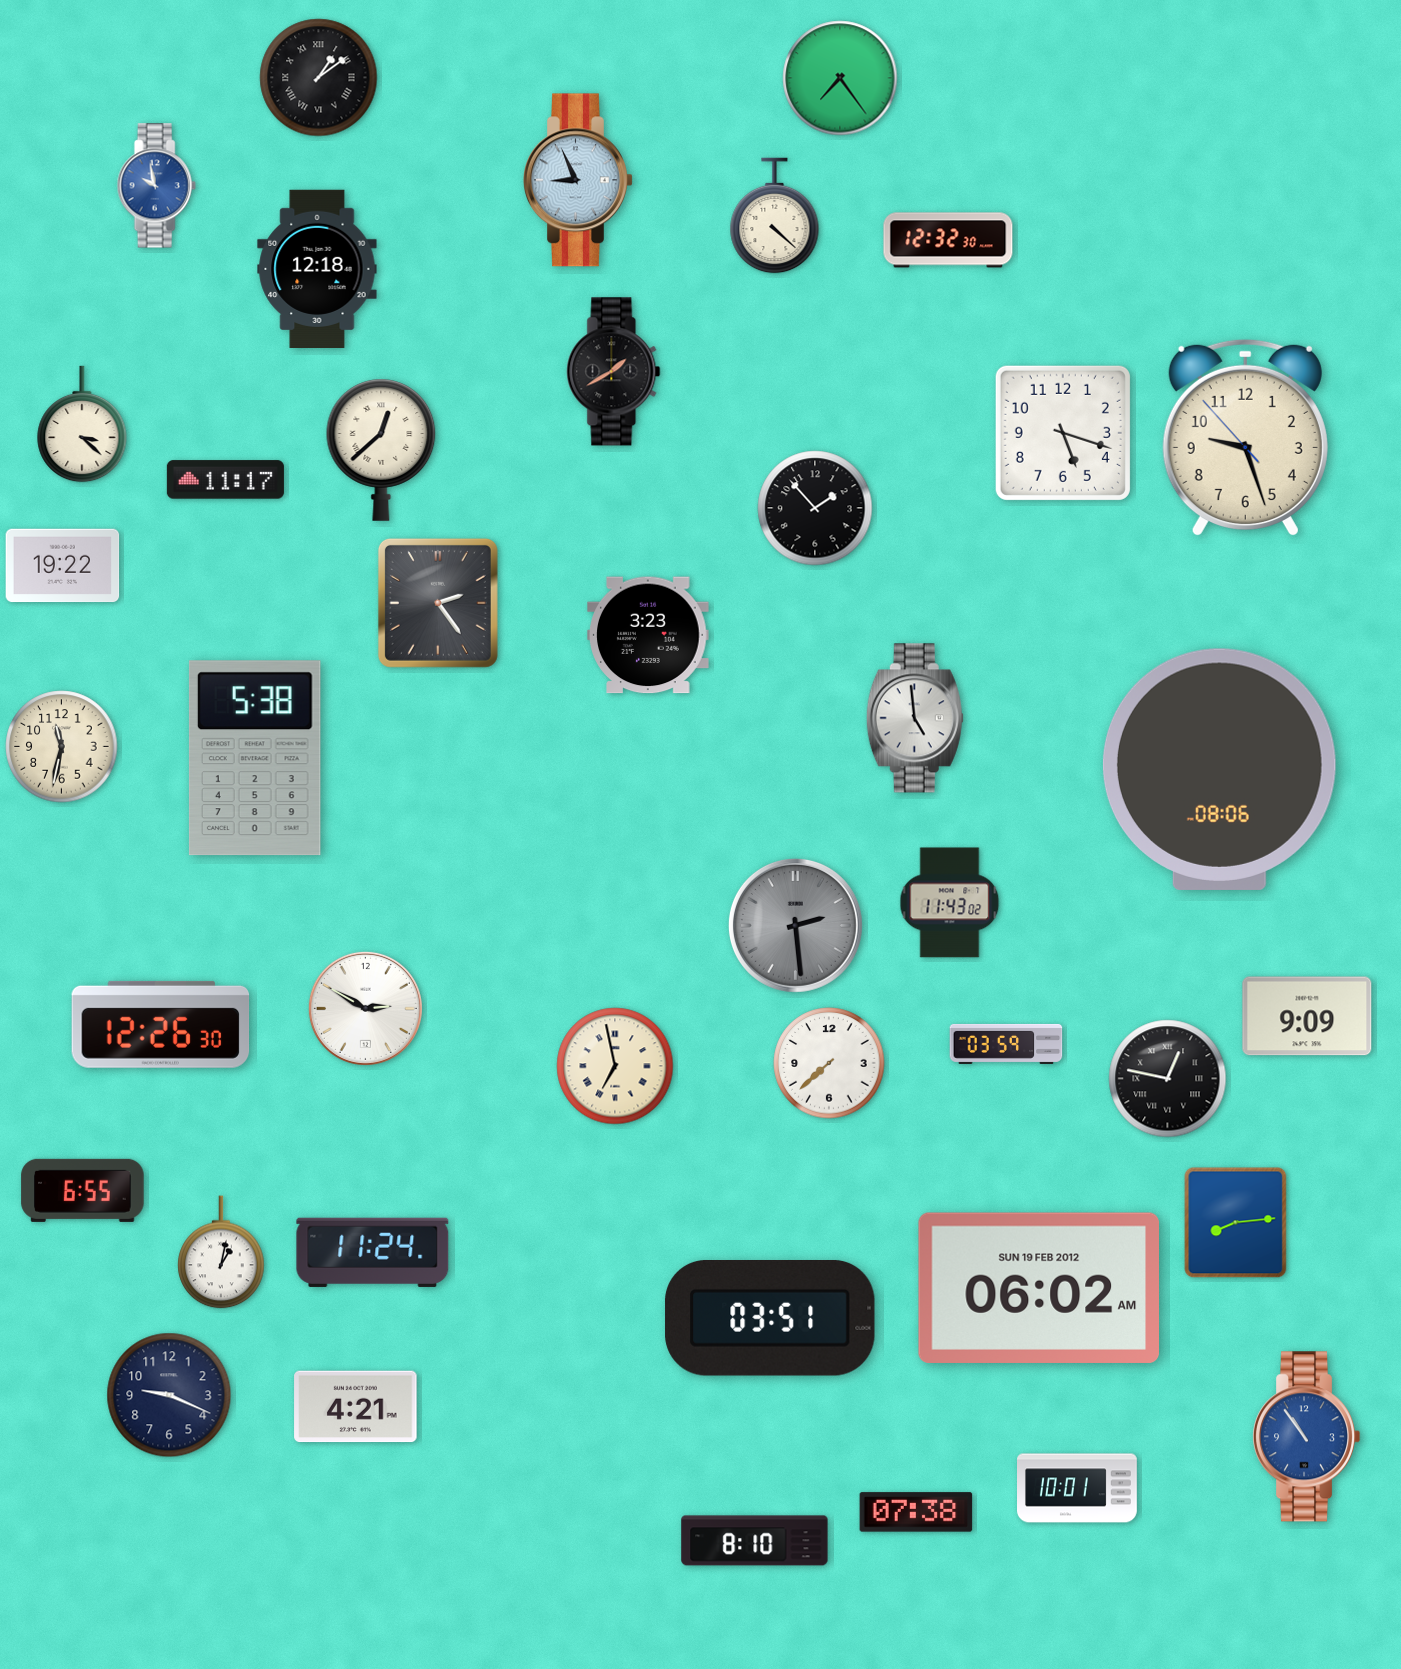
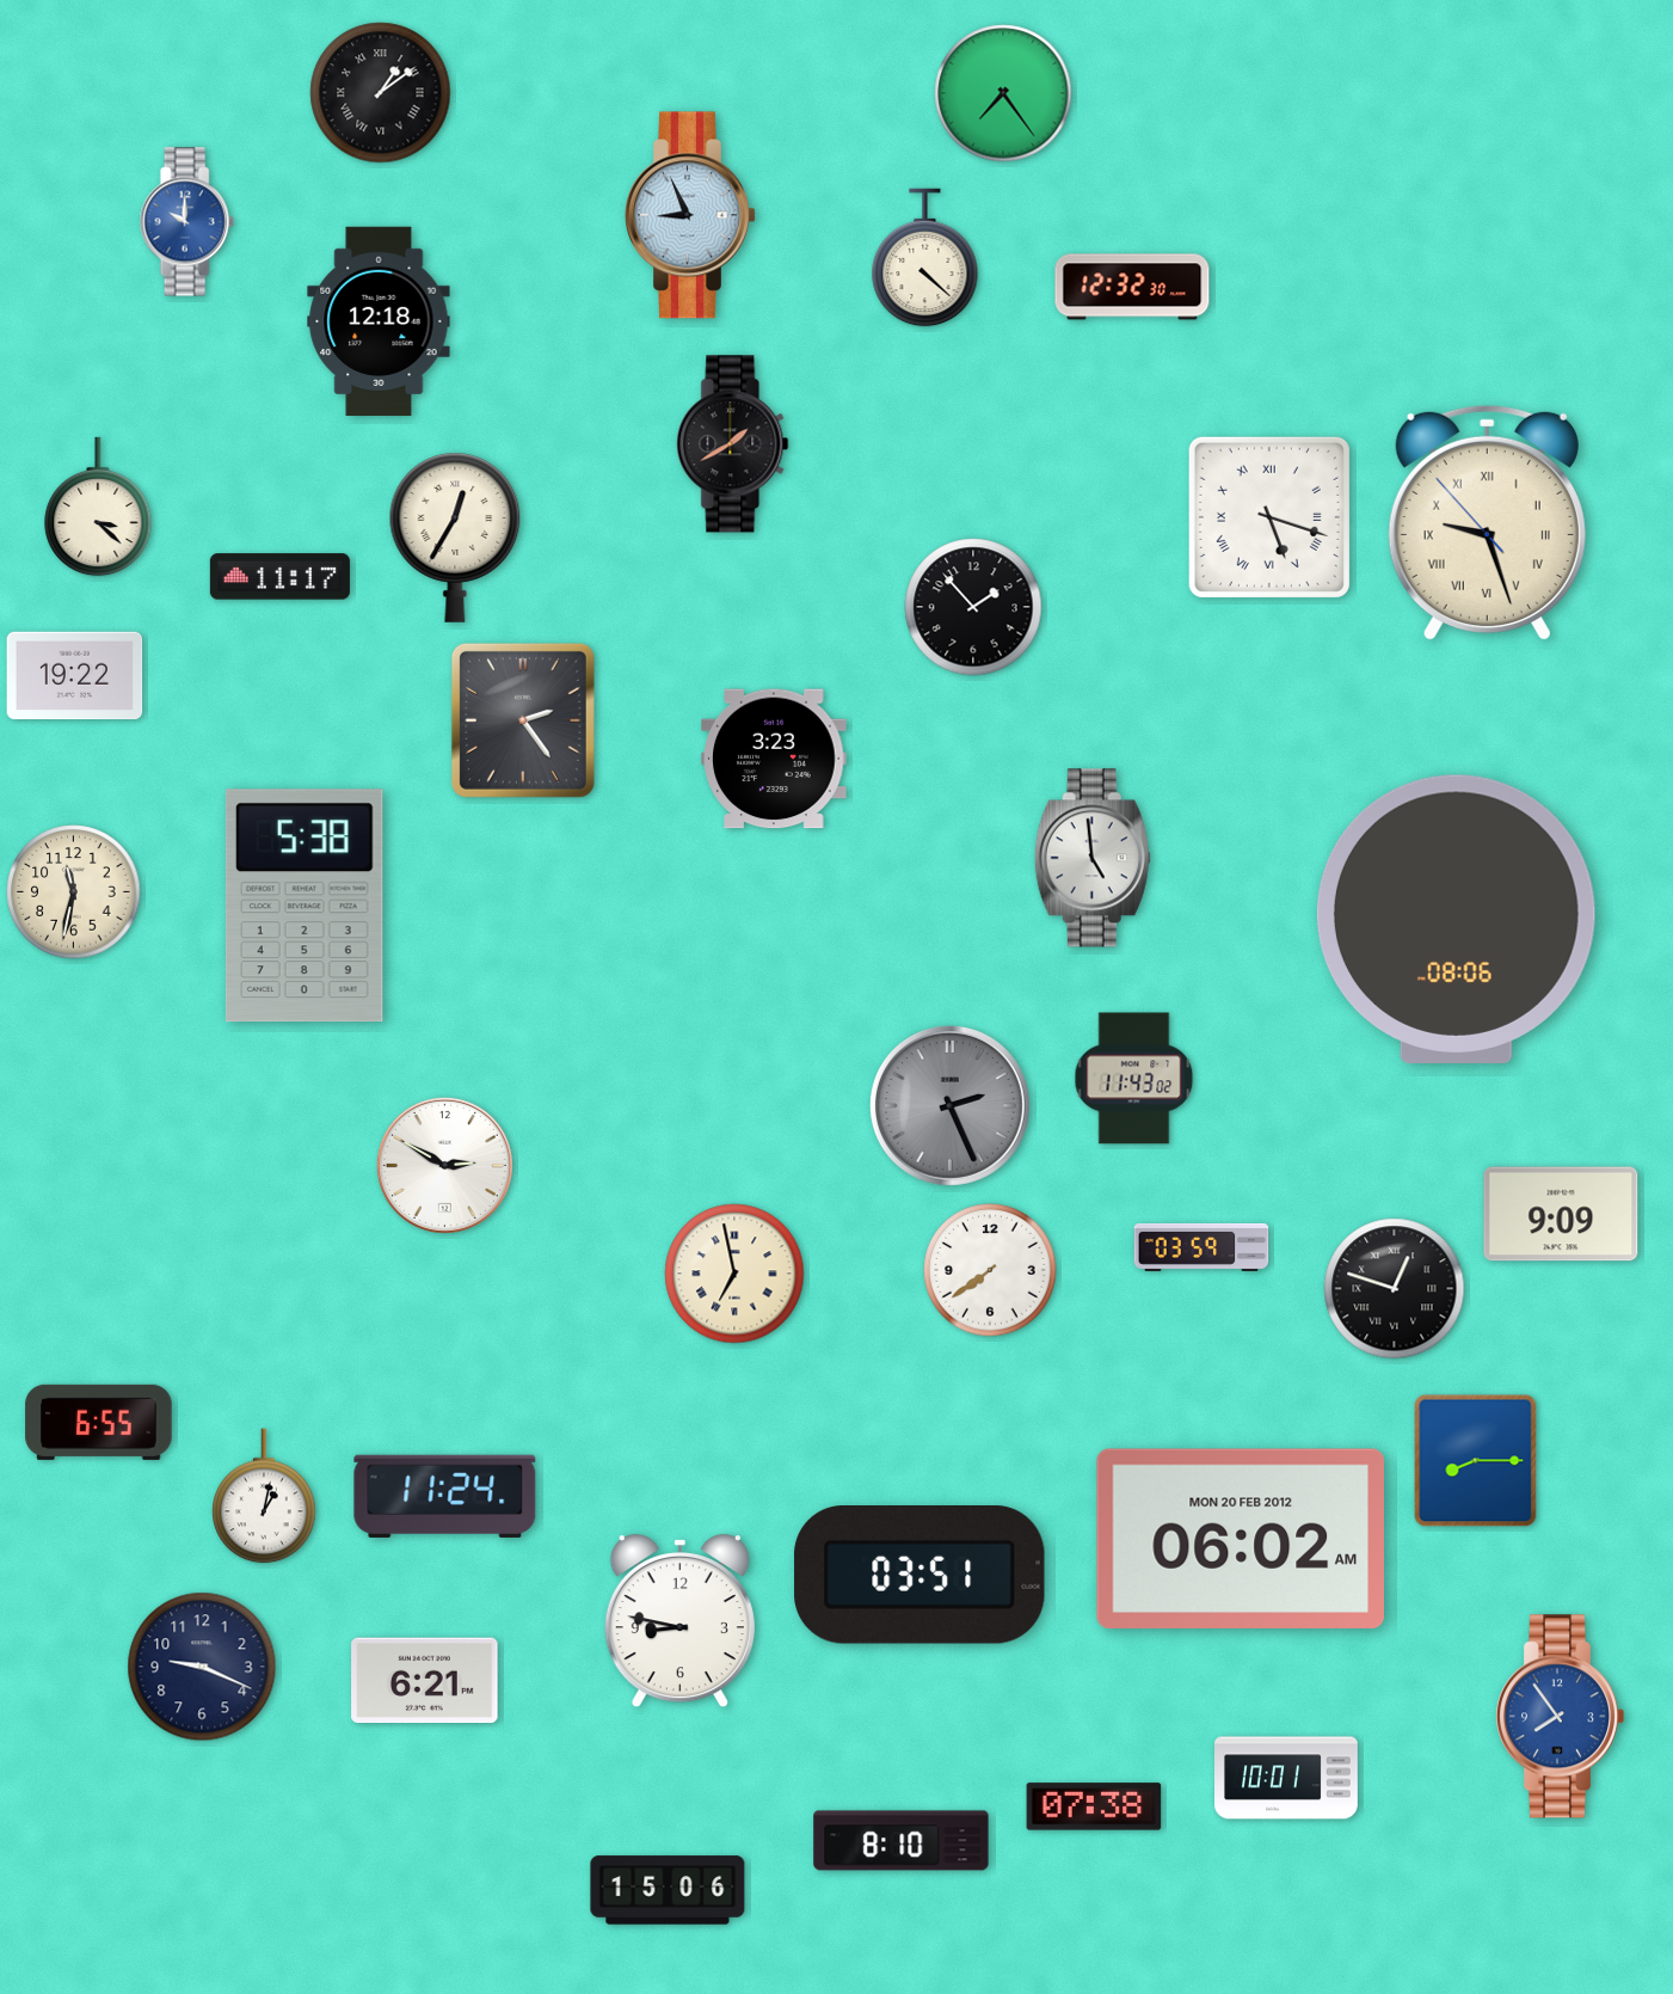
clock at (156, 186): 9:58 -> 10:00
clock at (1063, 433) numerals: Arabic -> Roman
clock at (1245, 437) numerals: Arabic -> Roman
clock at (381, 450): 12:38 -> 12:35
clock at (225, 480) position: (225, 480) -> (279, 577)
clock at (795, 925): 2:29 -> 2:26
clock at (365, 1008) position: (365, 1008) -> (444, 1165)
clock at (161, 1024): 12:26 -> none
clock at (829, 1063): 7:38 -> 7:39
clock at (1168, 1079): 12:47 -> 12:48
clock at (1236, 1223): 8:14 -> 8:15
clock at (1038, 1288) date: SUN 19 FEB 2012 -> MON 20 FEB 2012
clock at (679, 1622): none -> 8:47
clock at (356, 1407): 4:21 -> 6:21
clock at (1306, 1437): 10:54 -> 7:54
clock at (668, 1890): none -> 15:06
